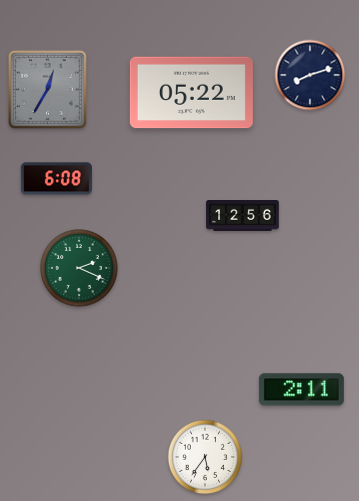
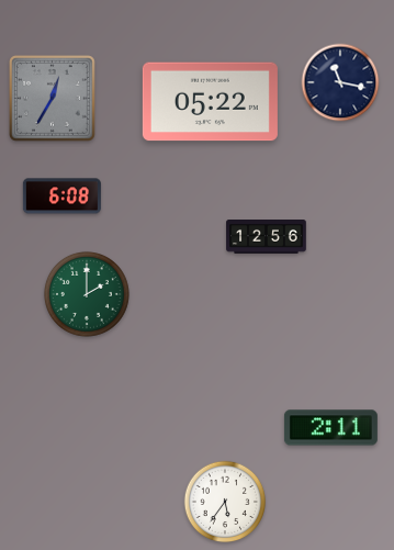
clock at (310, 75): 8:12 -> 11:17
clock at (79, 268): 2:19 -> 2:00
